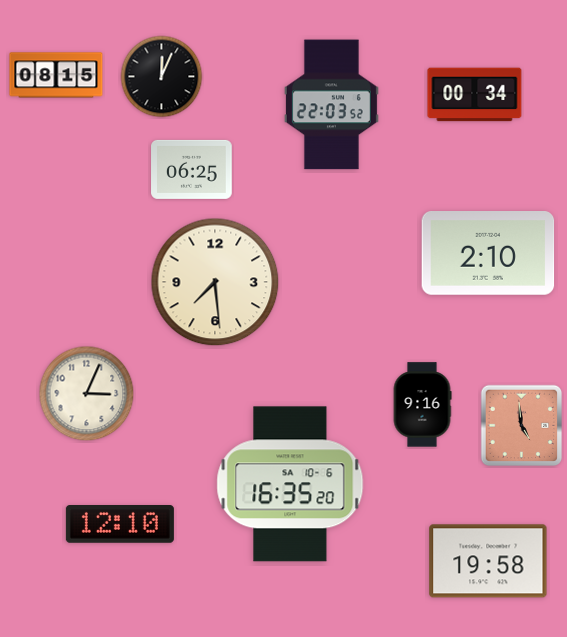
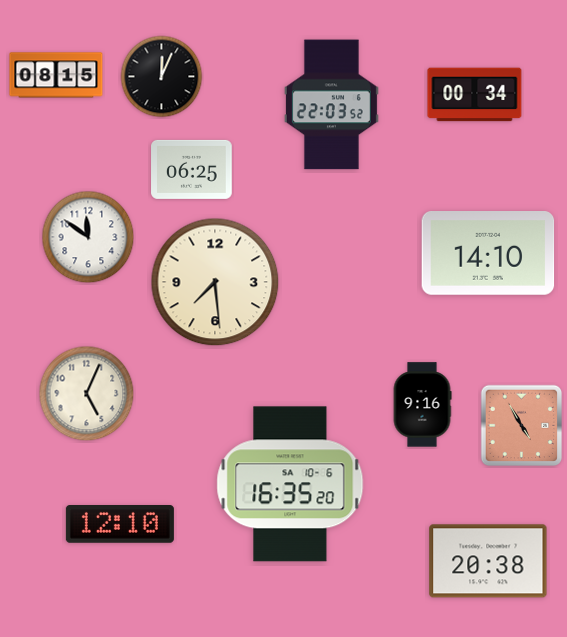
clock at (88, 237): none -> 11:51
clock at (488, 253): 2:10 -> 14:10
clock at (87, 394): 3:04 -> 5:04
clock at (522, 426): 4:59 -> 4:55
clock at (488, 561): 19:58 -> 20:38
